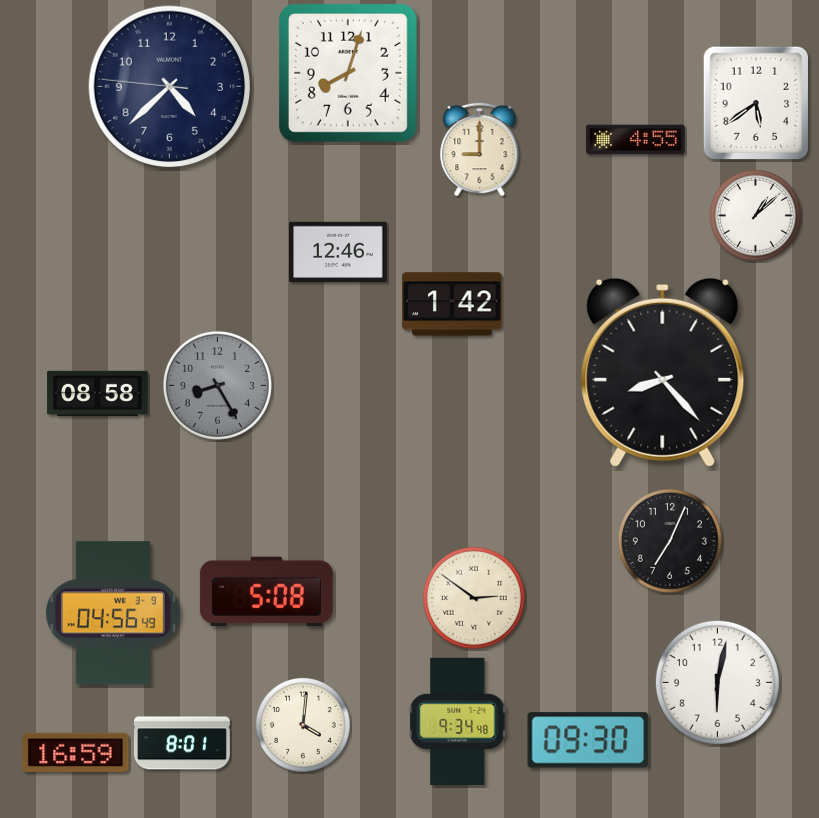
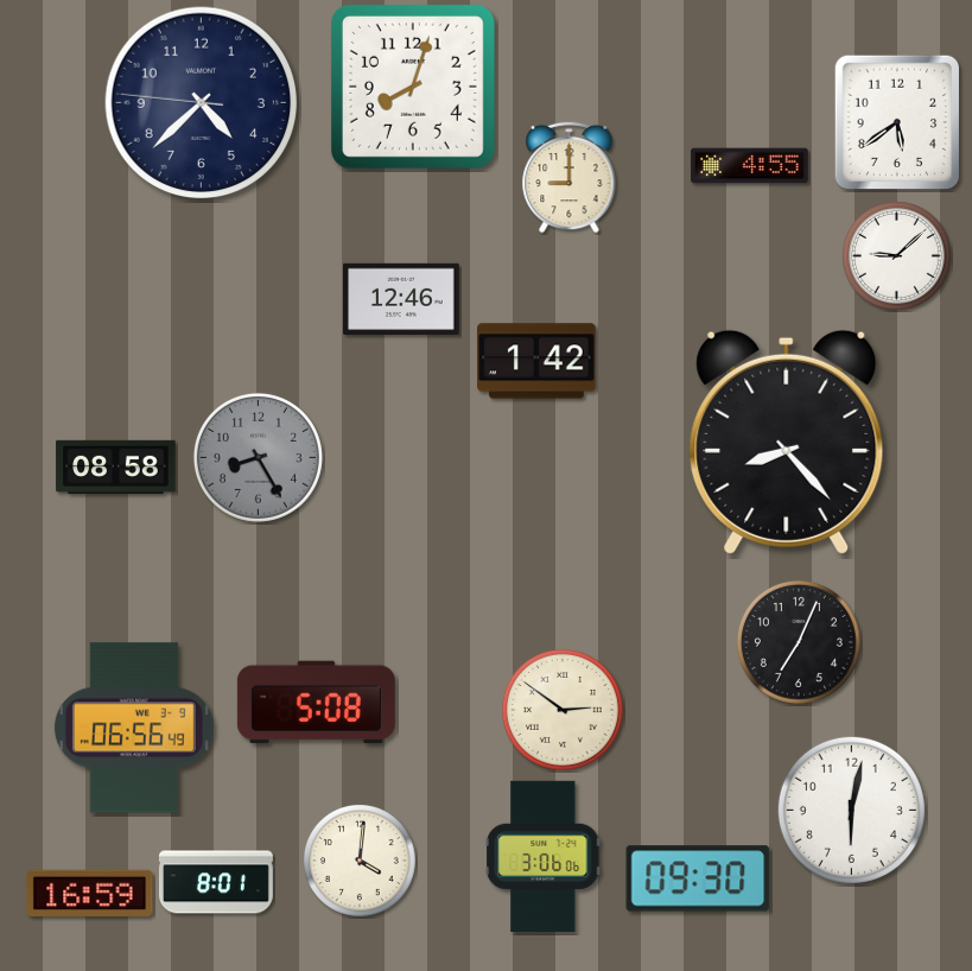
clock at (636, 140) position: (636, 140) -> (750, 166)
clock at (756, 216): 1:08 -> 9:08
clock at (670, 541) position: (670, 541) -> (799, 642)
clock at (113, 613): 04:56 -> 06:56
clock at (458, 721): 9:34 -> 3:06
